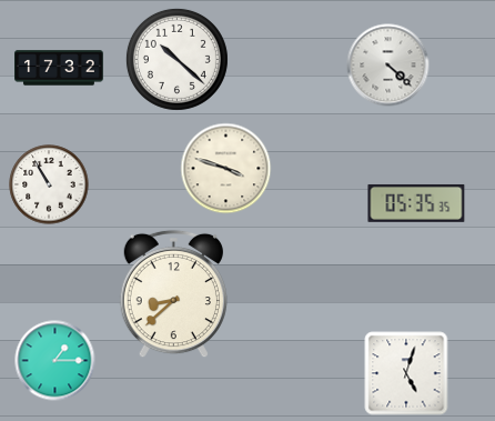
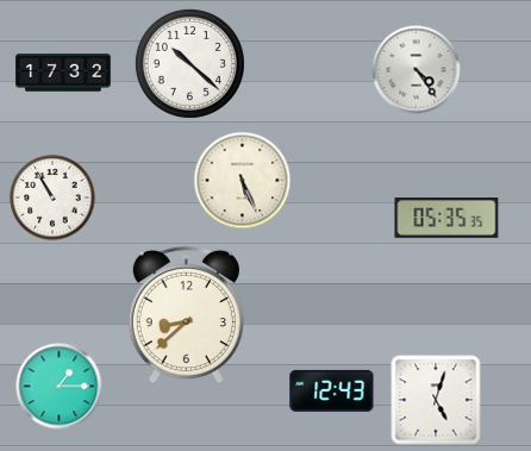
clock at (388, 66): 4:22 -> 4:24
clock at (226, 169): 3:48 -> 5:26
clock at (332, 390): none -> 12:43
